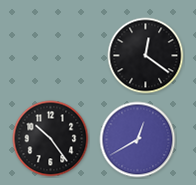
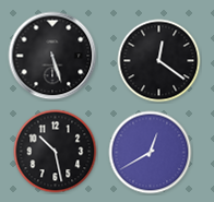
clock at (52, 56): none -> 5:27
clock at (51, 139): 10:24 -> 10:28
